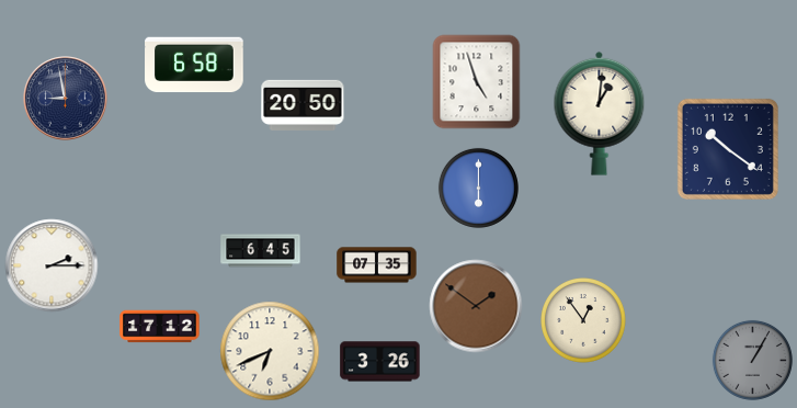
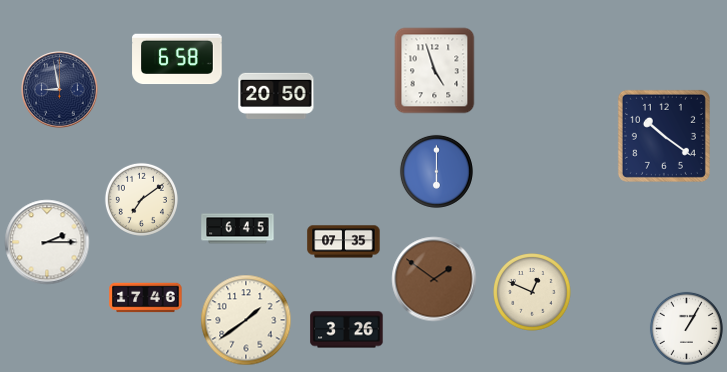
clock at (477, 82) position: (477, 82) -> (435, 71)
clock at (600, 113): 1:01 -> none
clock at (141, 199): none -> 7:09
clock at (584, 321): 12:54 -> 12:49
clock at (160, 327): 17:12 -> 17:46
clock at (270, 351): 6:41 -> 1:39
clock at (752, 360) dial: grey -> white
